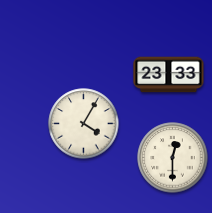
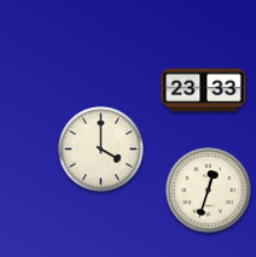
clock at (84, 124): 4:05 -> 4:00
clock at (173, 158): 12:30 -> 12:33
